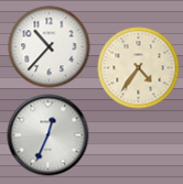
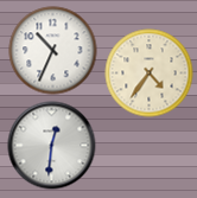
clock at (50, 47): 10:37 -> 10:34
clock at (49, 136): 12:34 -> 12:31
